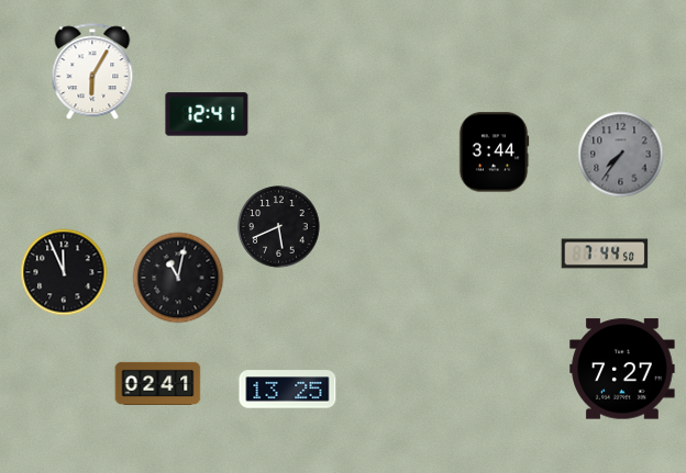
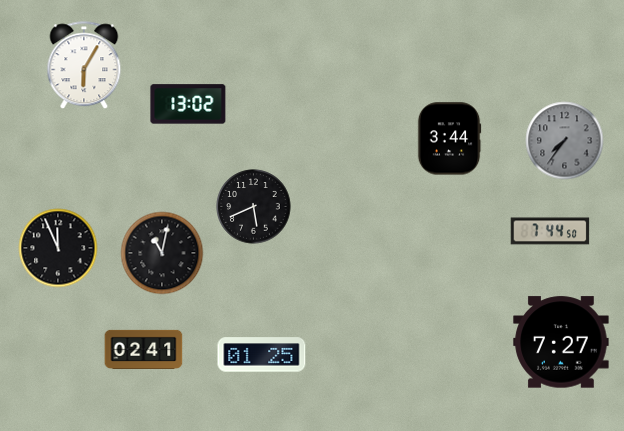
clock at (207, 114): 12:41 -> 13:02
clock at (622, 369) position: (622, 369) -> (561, 342)
clock at (288, 390): 13:25 -> 01:25
